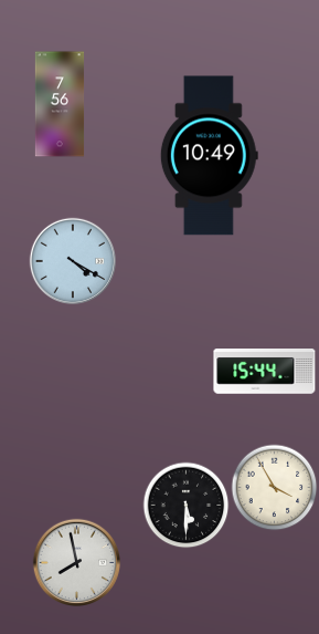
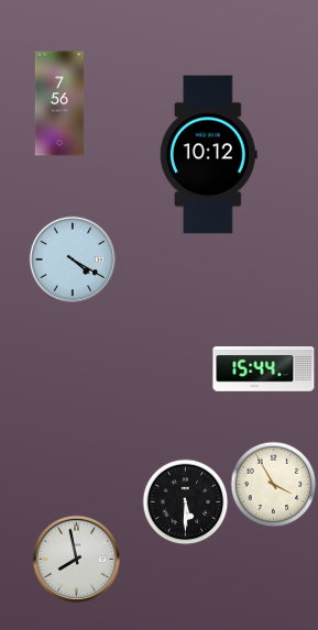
clock at (209, 156): 10:49 -> 10:12
